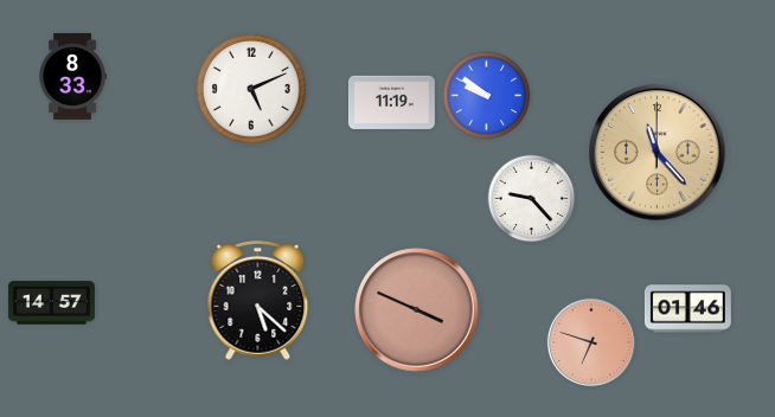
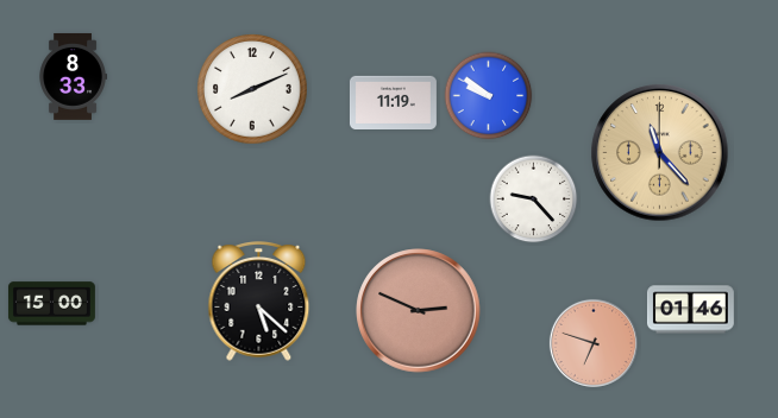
clock at (251, 89): 5:11 -> 8:11
clock at (51, 303): 14:57 -> 15:00
clock at (417, 310): 3:49 -> 2:49
